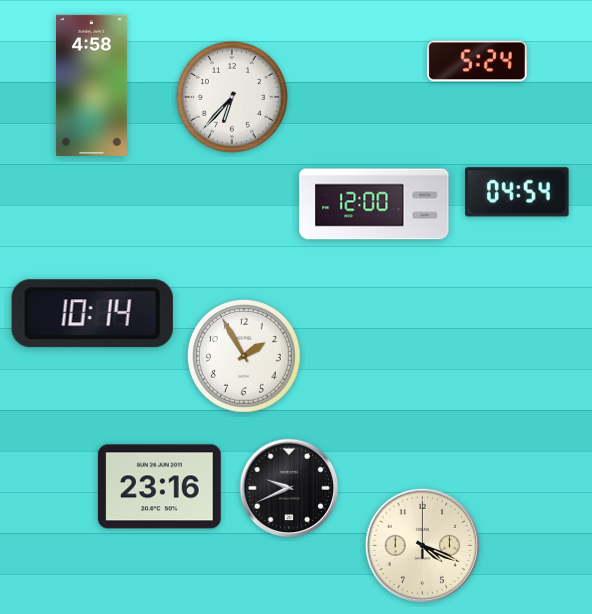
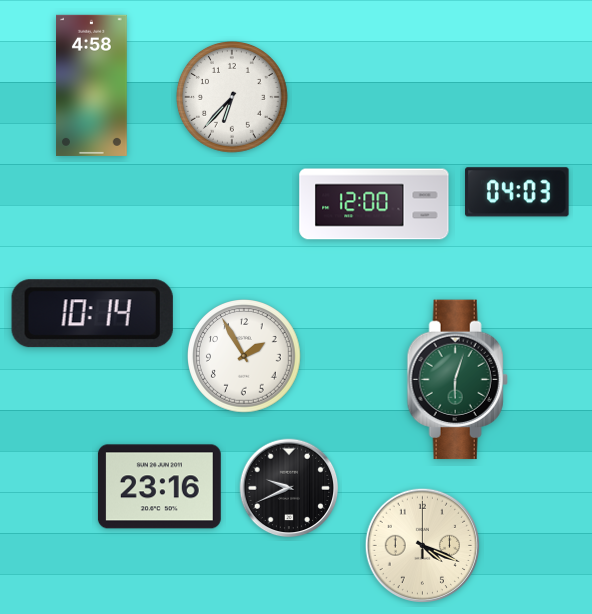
clock at (477, 61): 5:24 -> none
clock at (517, 192): 04:54 -> 04:03
clock at (457, 380): none -> 6:03
